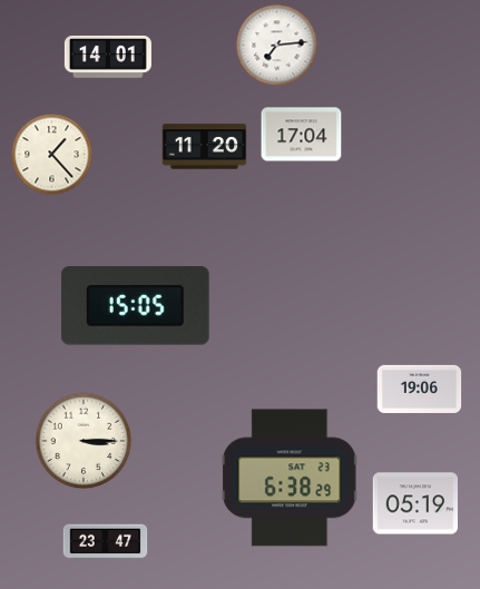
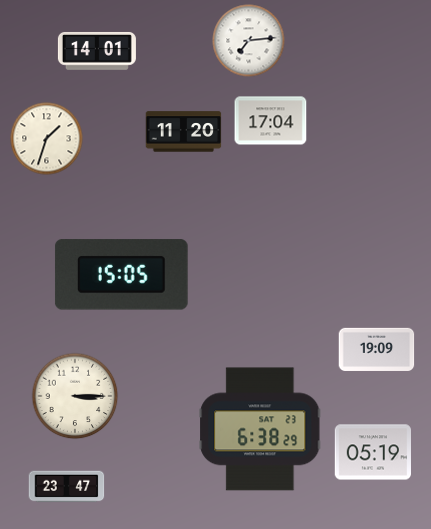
clock at (52, 155): 1:23 -> 1:33
clock at (420, 389): 19:06 -> 19:09
clock at (106, 542) position: (106, 542) -> (67, 487)
